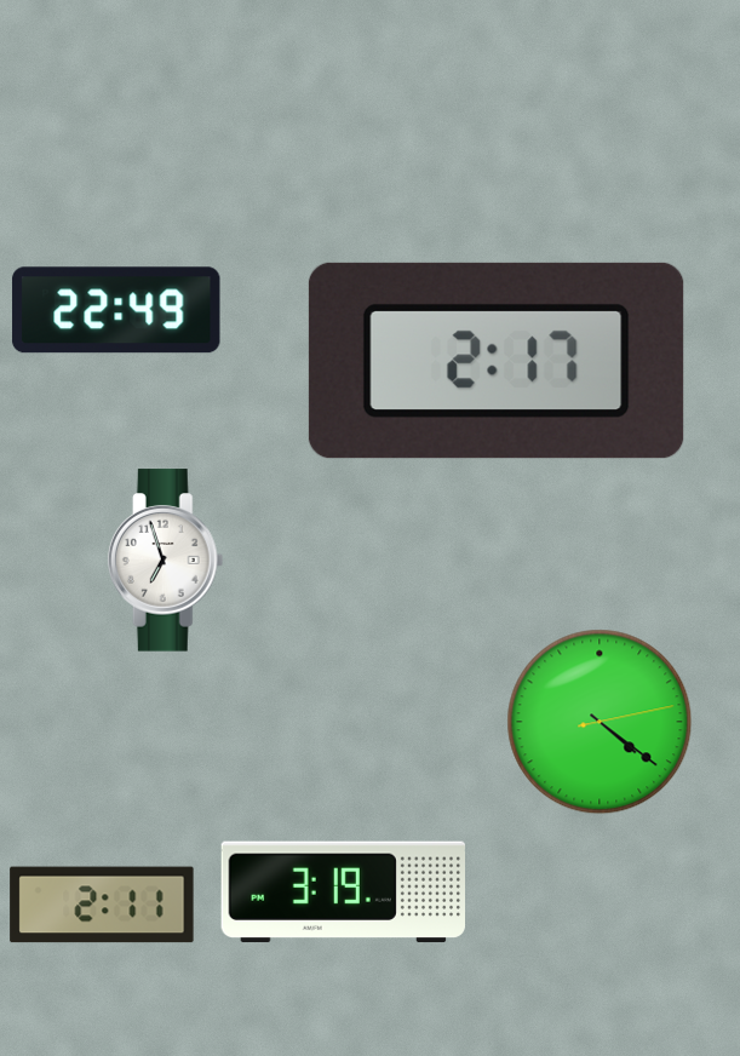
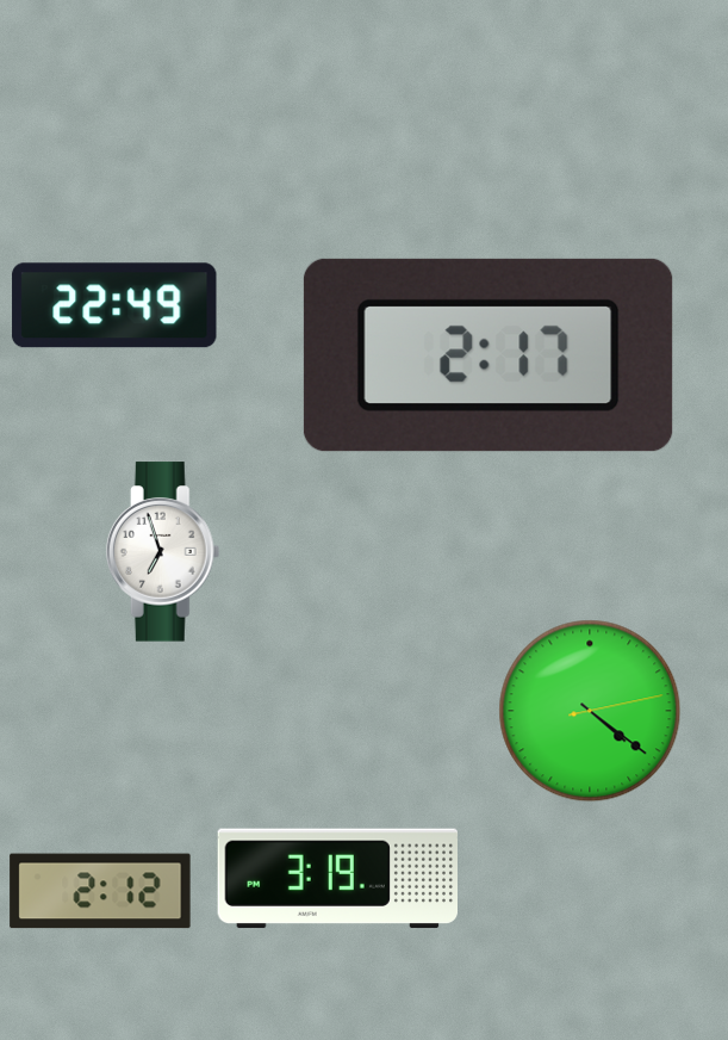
clock at (102, 905): 2:11 -> 2:12
